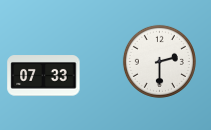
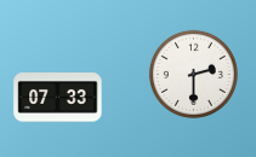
clock at (44, 76) position: (44, 76) -> (58, 98)
